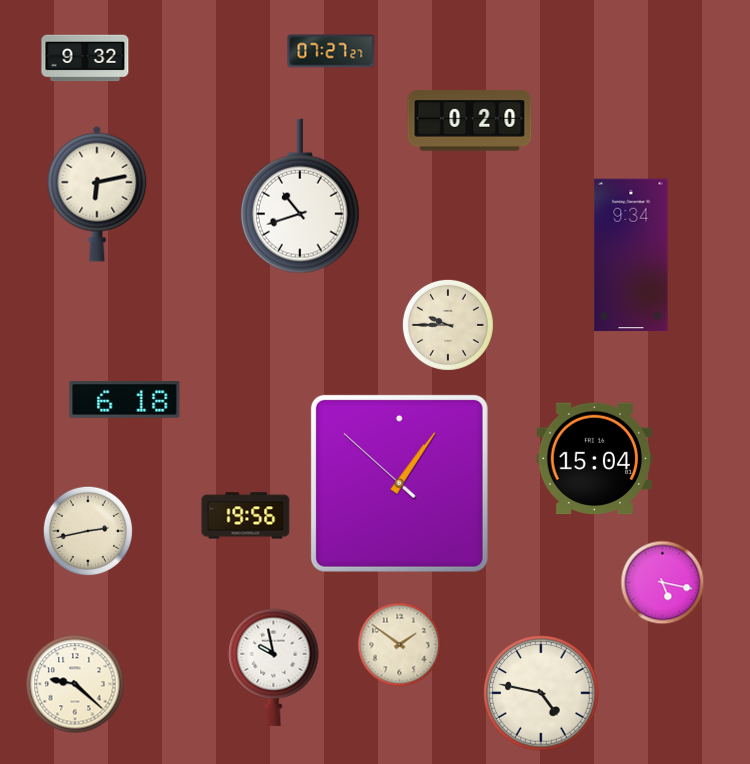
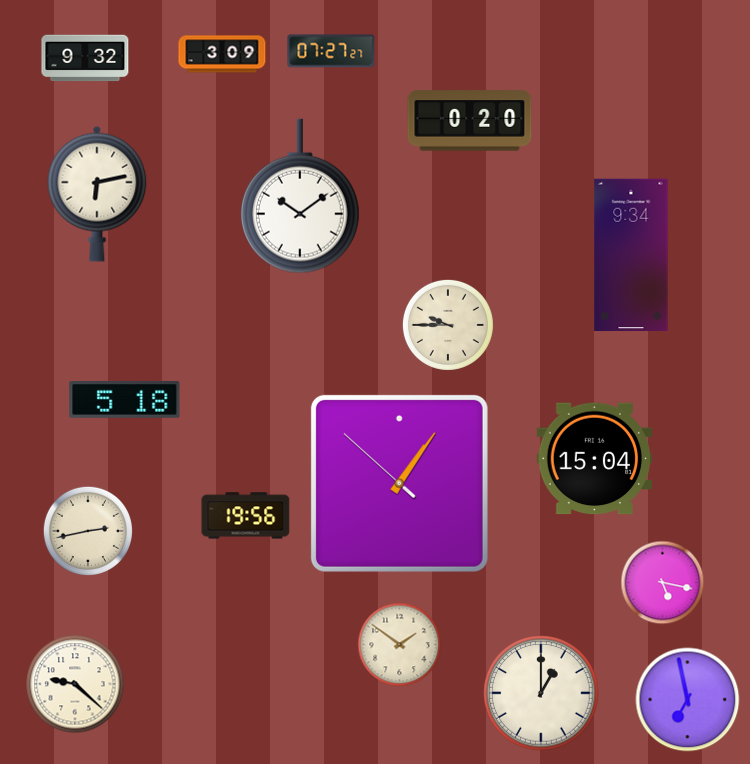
clock at (222, 54): none -> 3:09
clock at (300, 196): 10:42 -> 10:09
clock at (125, 400): 6:18 -> 5:18
clock at (274, 667): 9:58 -> none
clock at (541, 693): 4:47 -> 1:00
clock at (688, 700): none -> 6:58
